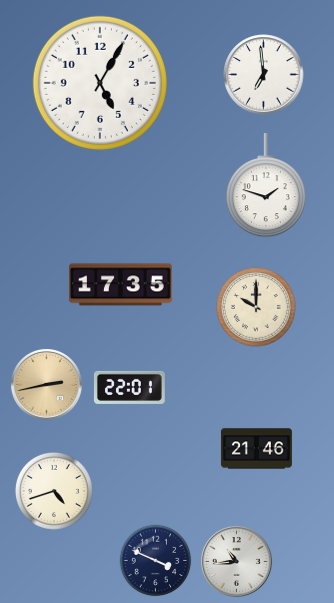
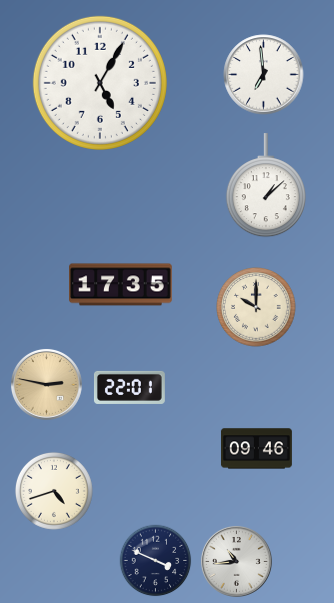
clock at (266, 186): 1:48 -> 1:08
clock at (46, 384): 2:43 -> 2:47
clock at (256, 449): 21:46 -> 09:46
